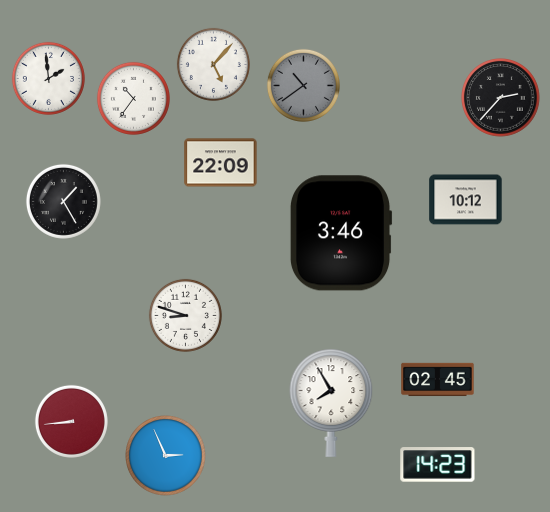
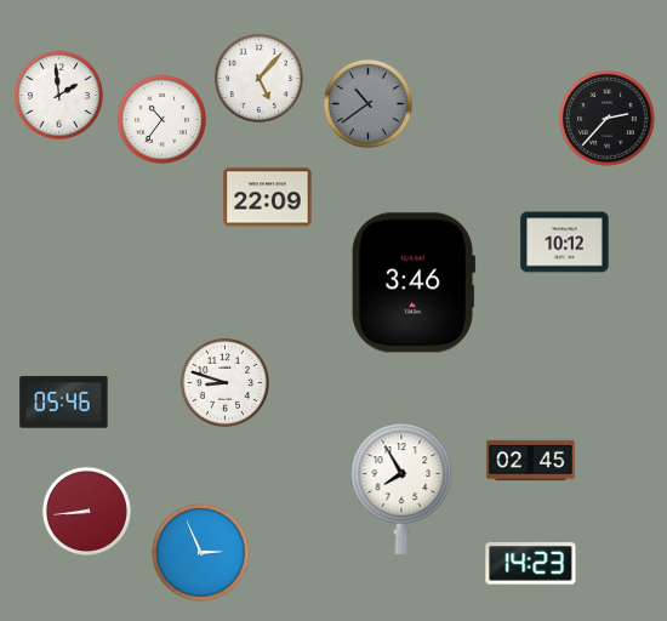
clock at (63, 201): 1:25 -> none
clock at (64, 403): none -> 05:46
